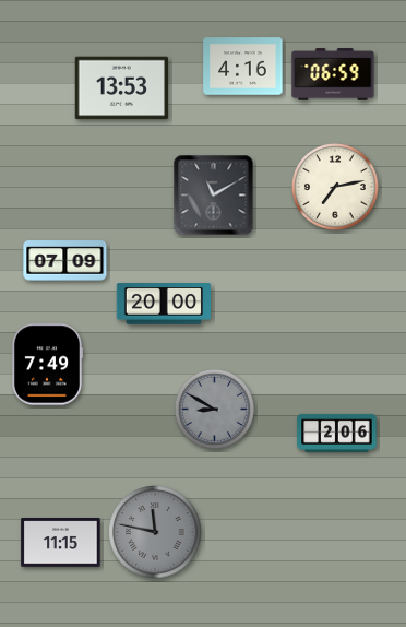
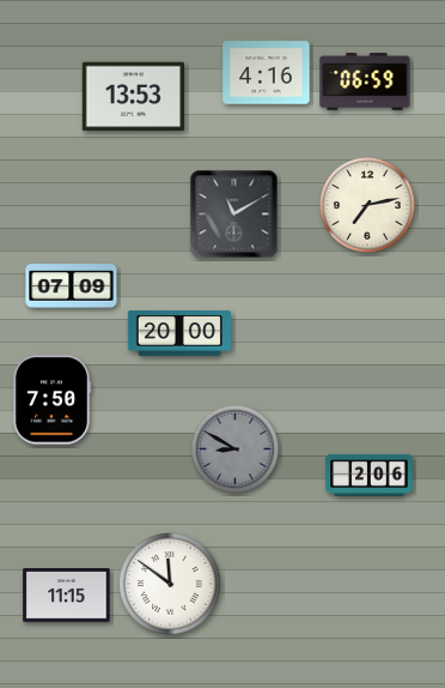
clock at (47, 365): 7:49 -> 7:50
clock at (155, 532): 11:47 -> 11:51
clock at (155, 532) dial: grey -> white
